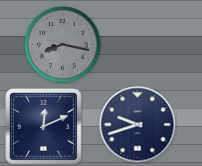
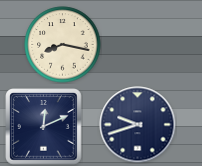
clock at (63, 45) dial: grey -> cream
